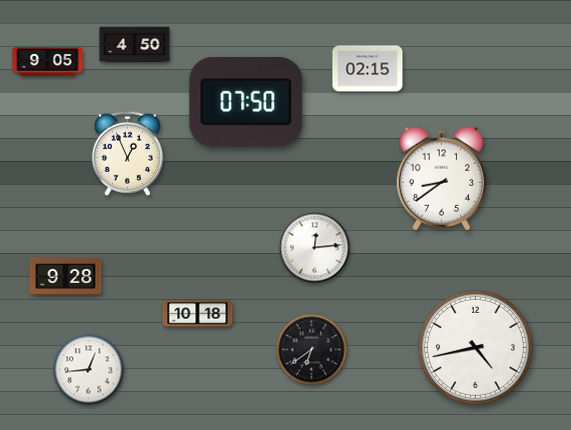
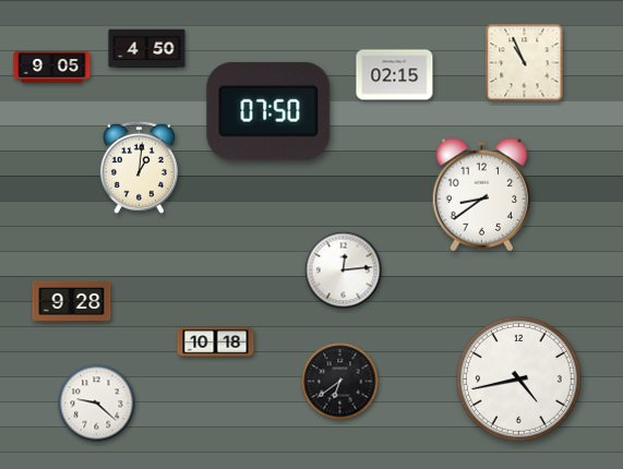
clock at (525, 63): none -> 10:56
clock at (368, 69) position: (368, 69) -> (395, 75)
clock at (127, 153): 12:56 -> 1:01
clock at (89, 370): 12:44 -> 9:22
